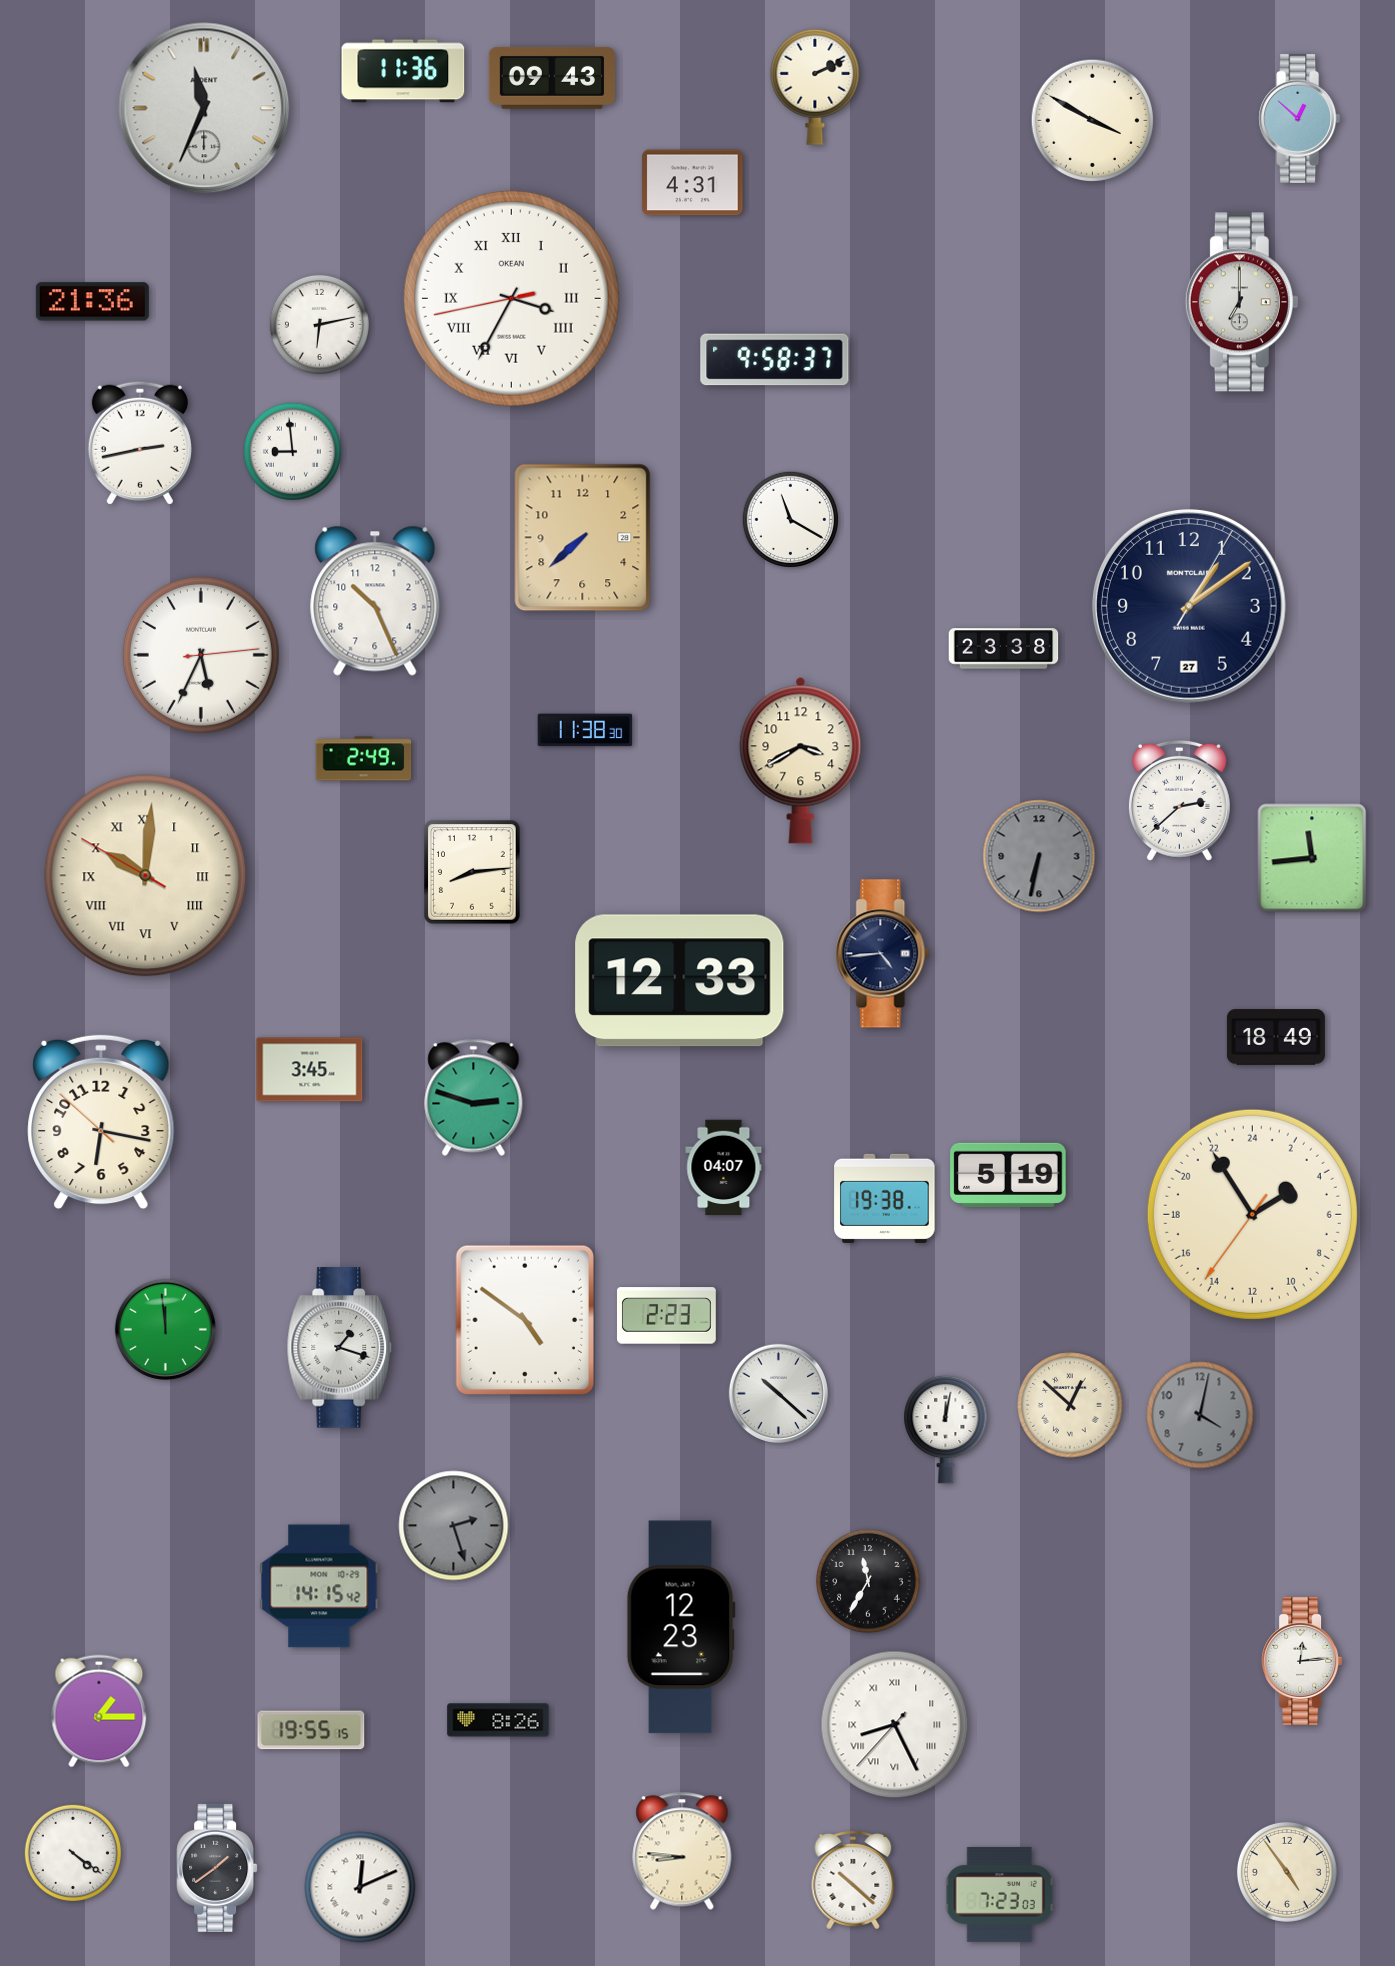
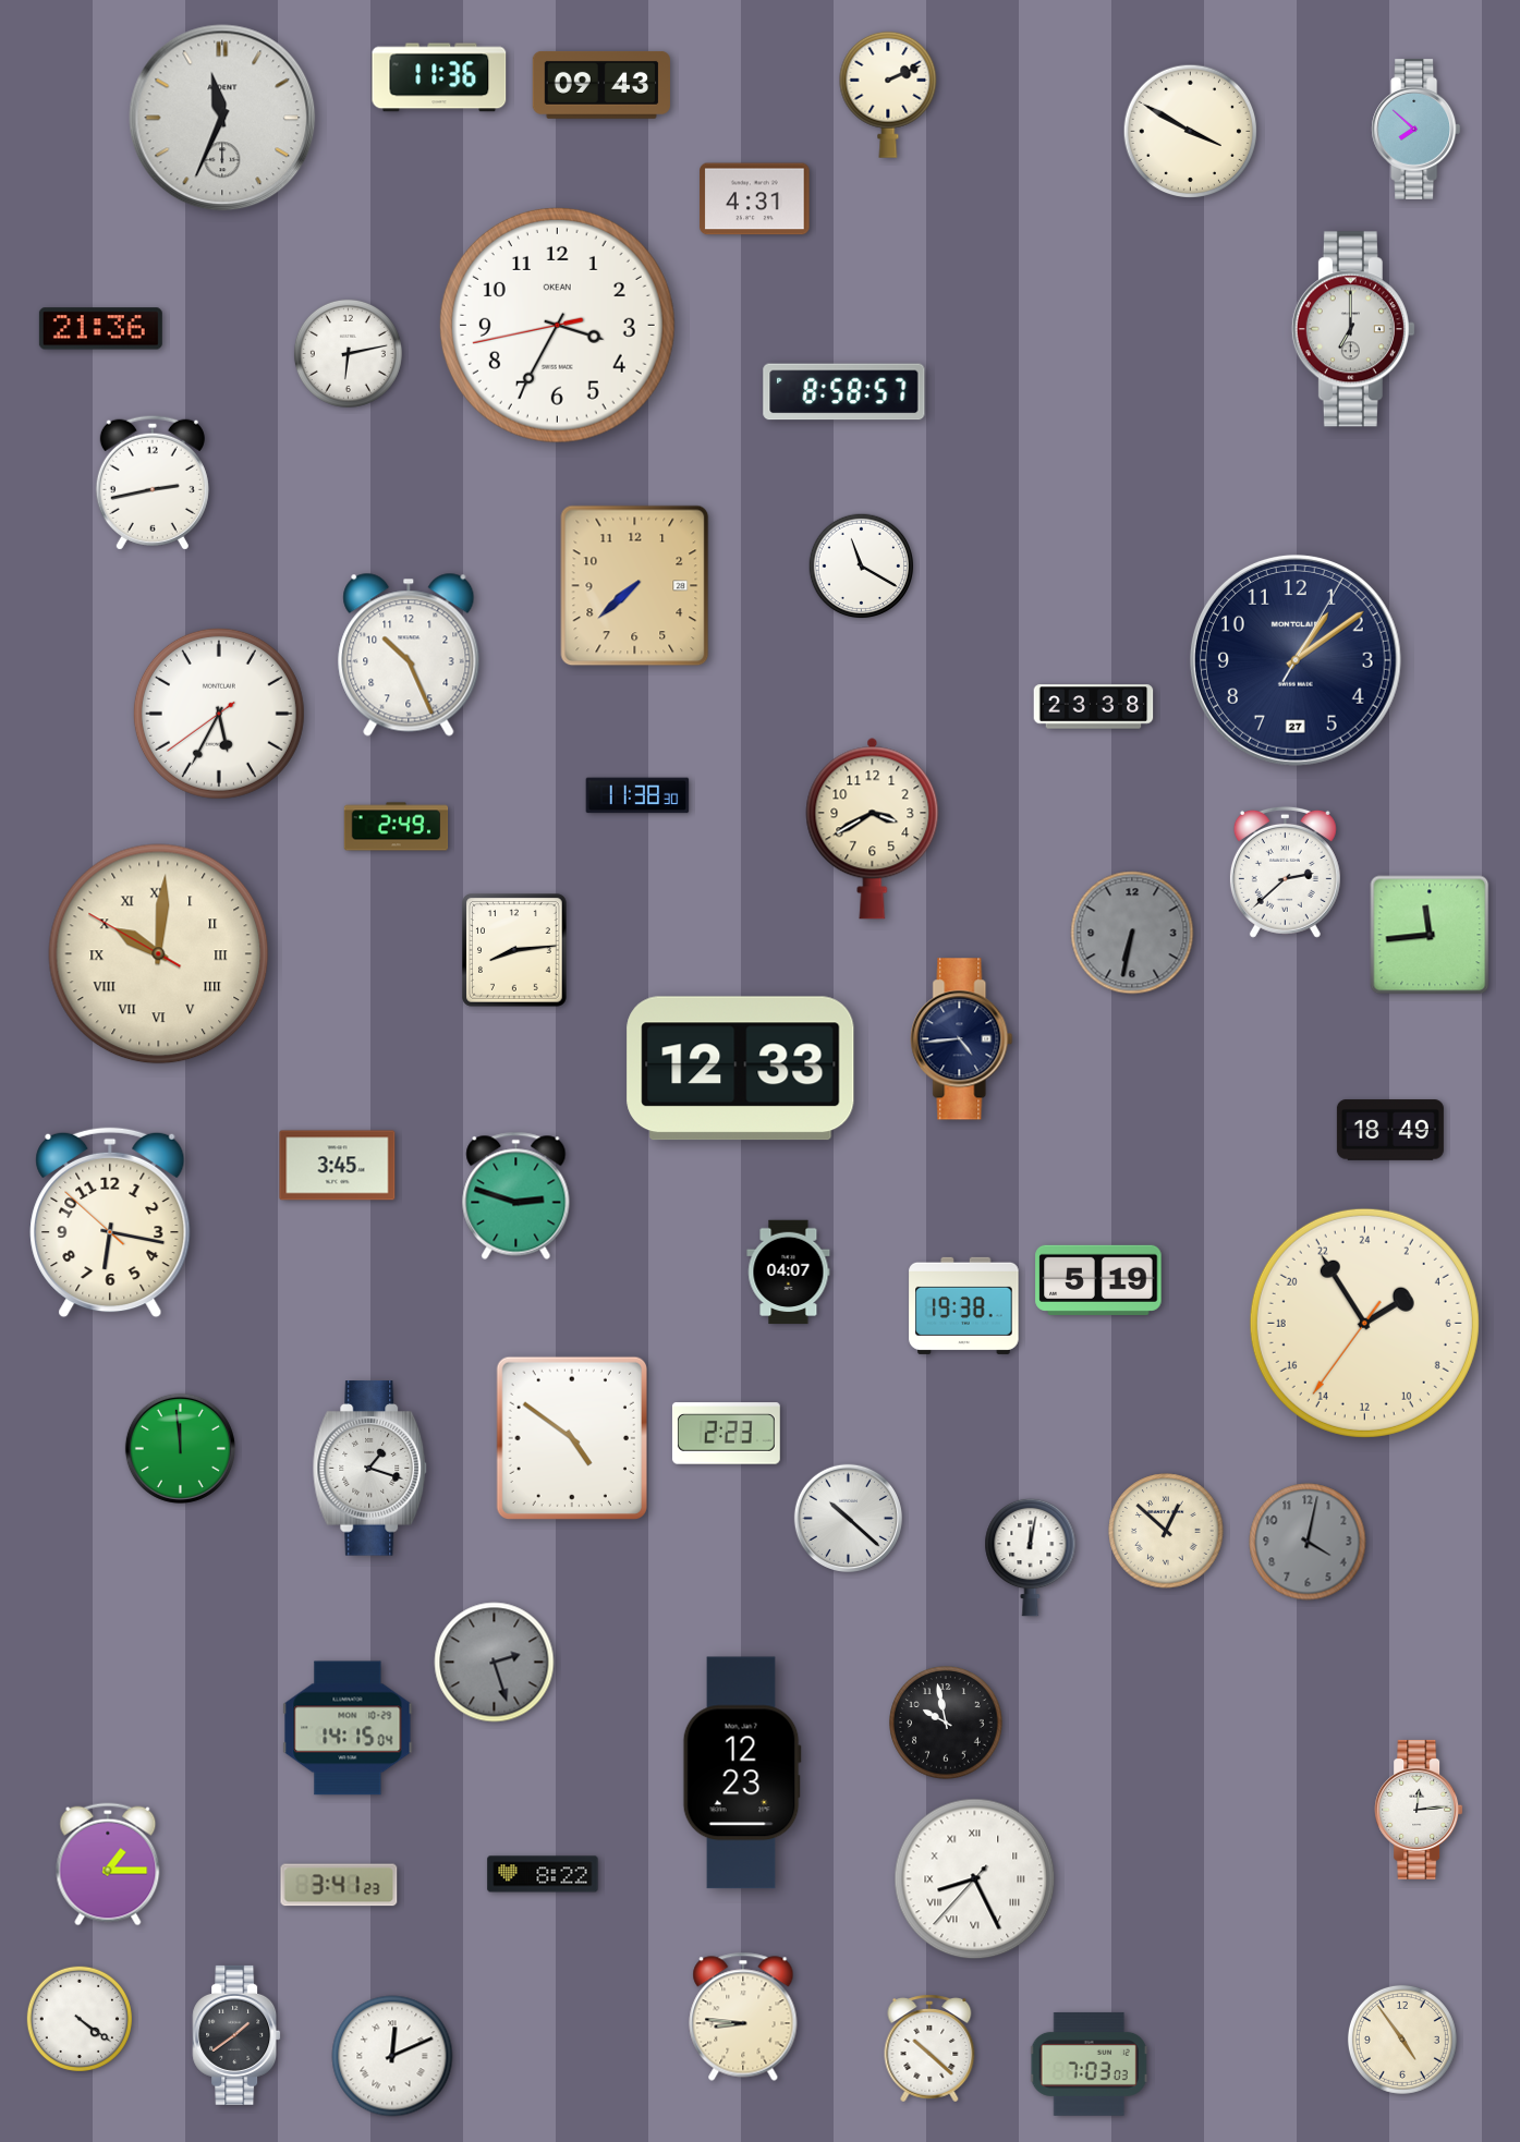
clock at (1300, 118): 12:52 -> 7:52
clock at (511, 298) numerals: Roman -> Arabic
clock at (775, 360): 9:58 -> 8:58
clock at (292, 451): 8:59 -> none
clock at (201, 655): 5:34:14 -> 5:34:39
clock at (868, 1581): 11:35 -> 9:58
clock at (319, 1586): 14:15:42 -> 14:15:04
clock at (498, 1720): 8:26 -> 8:22
clock at (311, 1730): 19:55 -> 3:41
clock at (999, 1894): 7:23 -> 7:03
